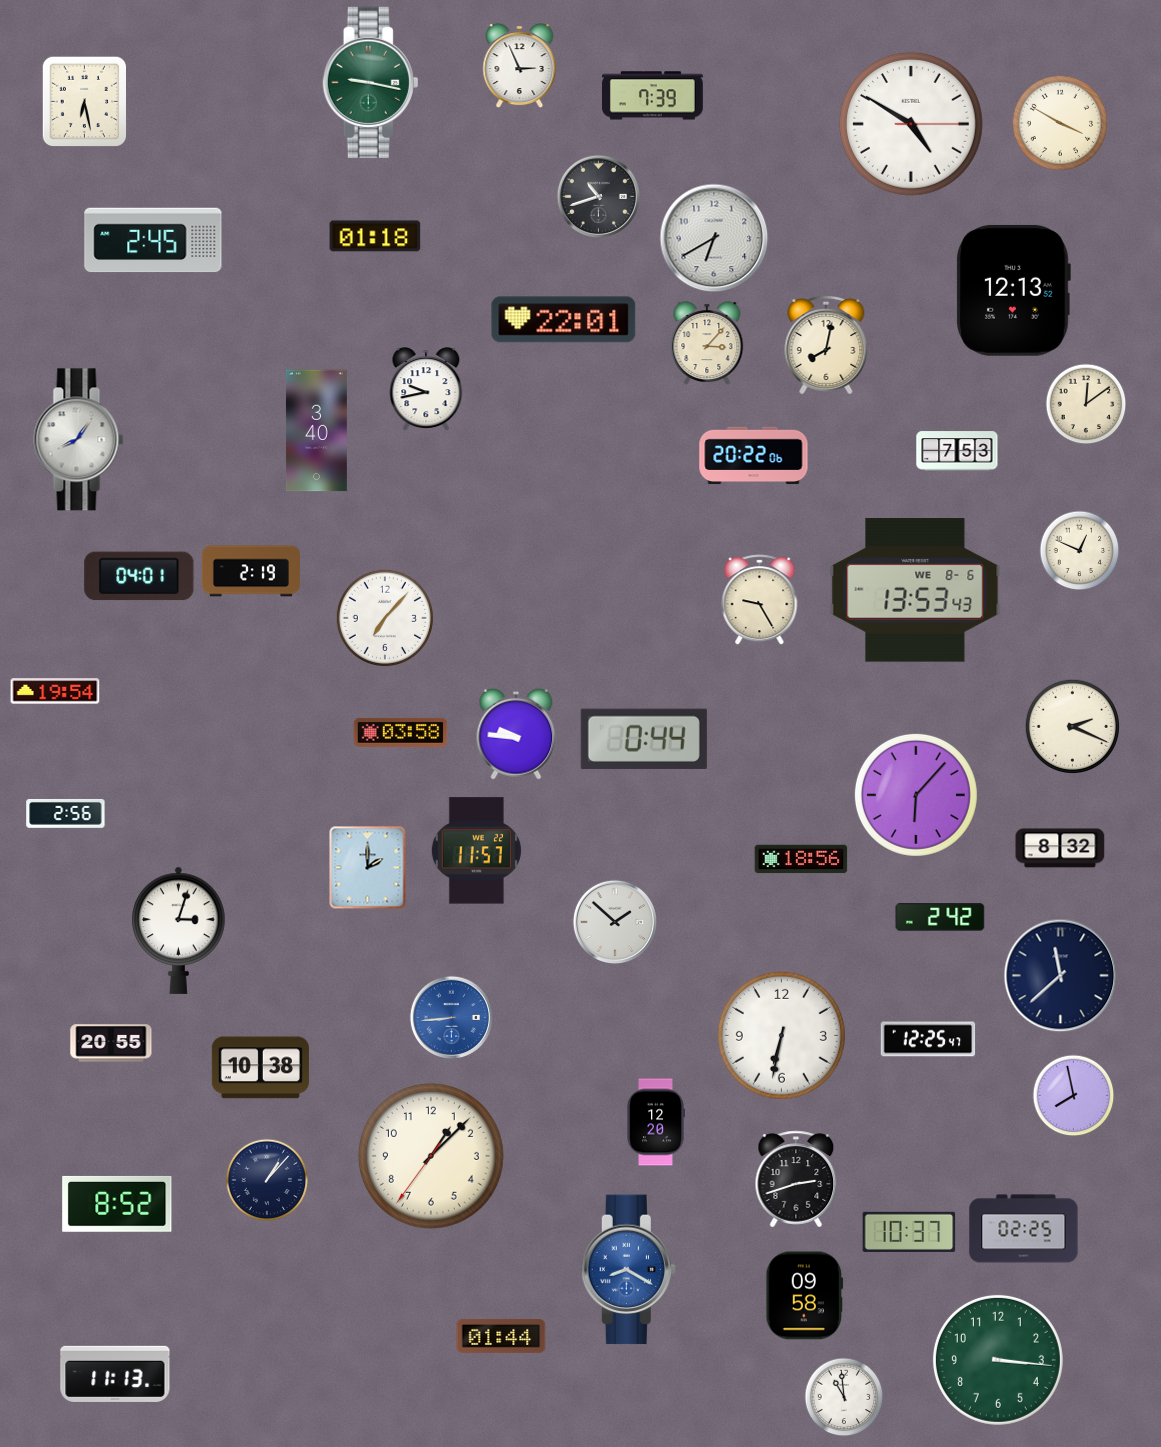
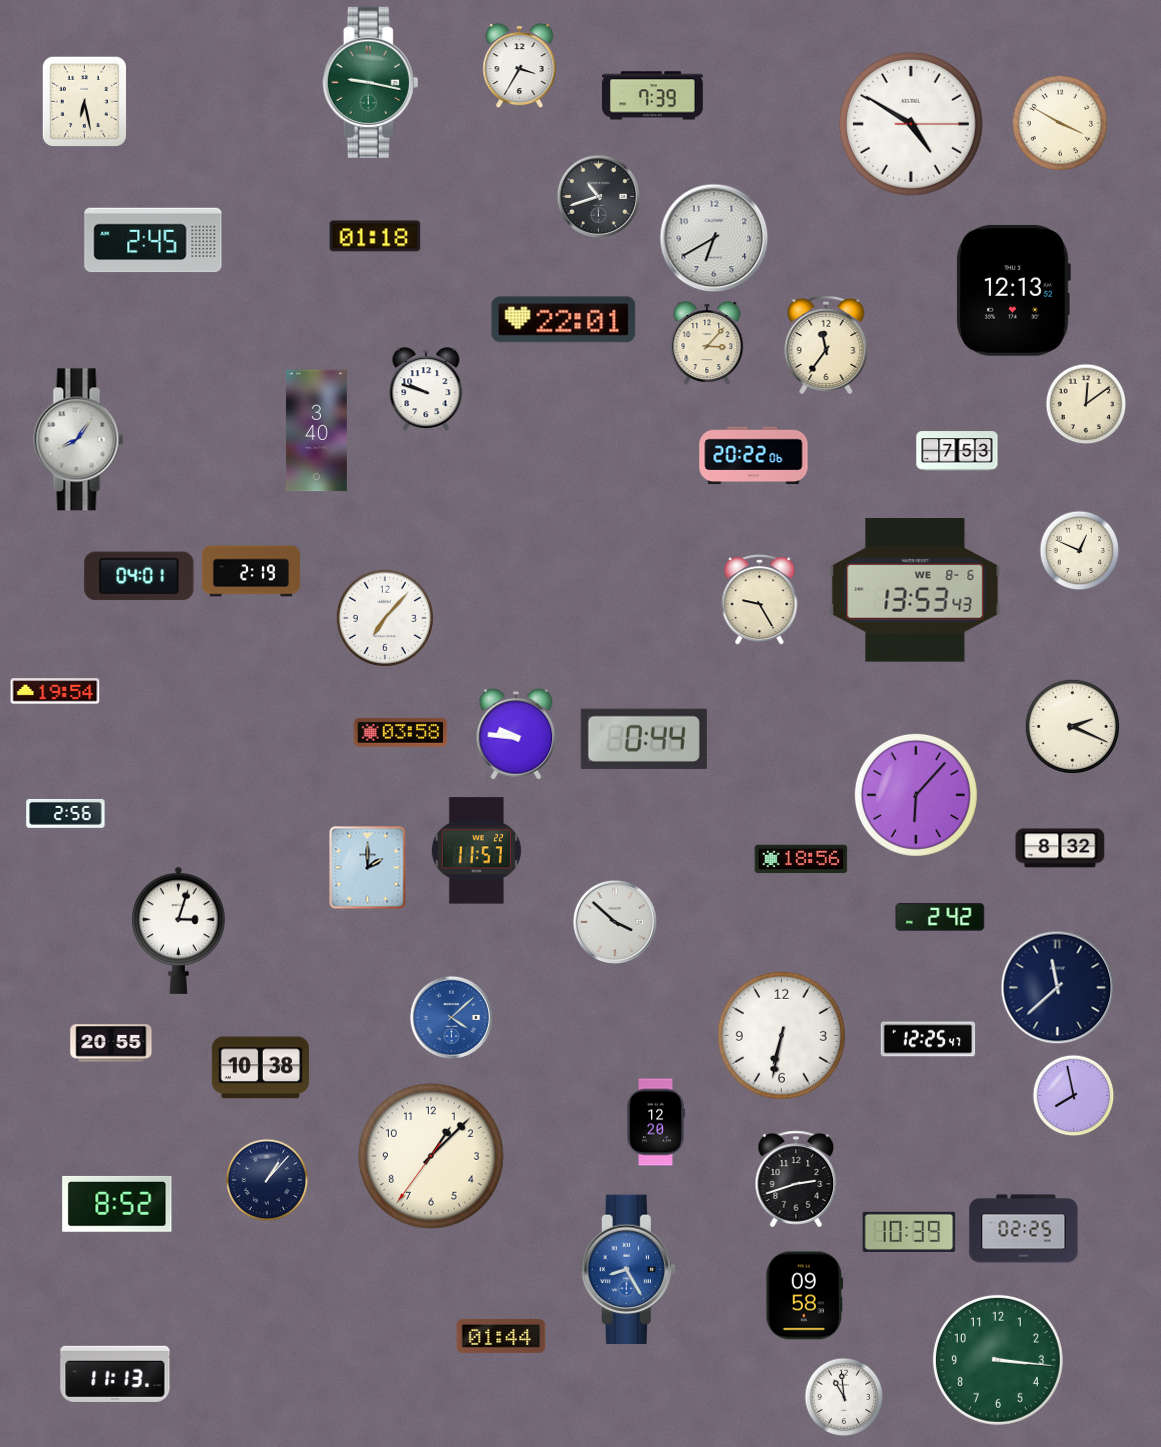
clock at (520, 66): 2:56 -> 3:35
clock at (826, 345): 8:02 -> 11:36
clock at (426, 390): 9:43 -> 9:48
clock at (614, 921): 1:52 -> 3:52
clock at (1061, 976) position: (1061, 976) -> (1058, 988)
clock at (451, 1017): 8:44 -> 4:08
clock at (909, 1232): 10:37 -> 10:39
clock at (628, 1270): 8:20 -> 8:25
